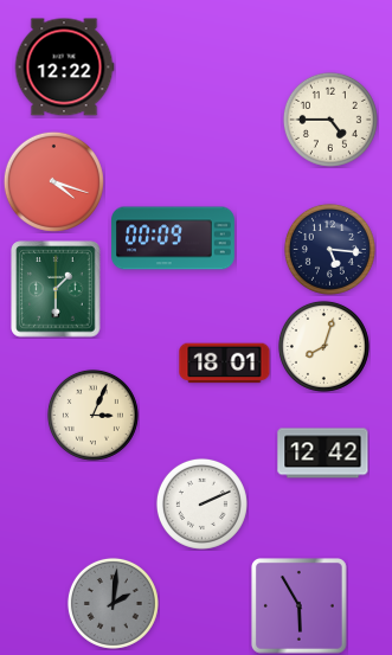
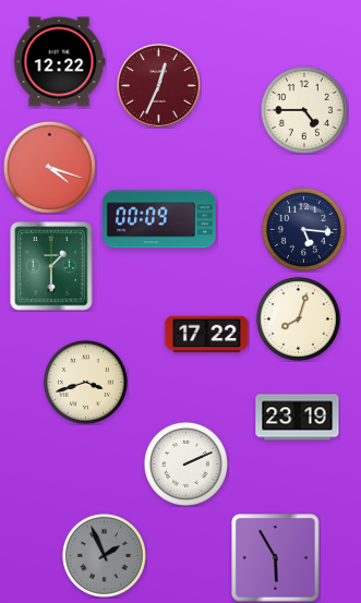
clock at (159, 86): none -> 12:34
clock at (225, 364): 18:01 -> 17:22
clock at (92, 415): 3:04 -> 3:42
clock at (323, 454): 12:42 -> 23:19
clock at (113, 603): 2:01 -> 1:56
